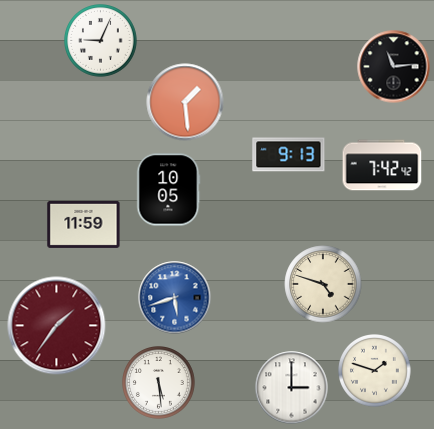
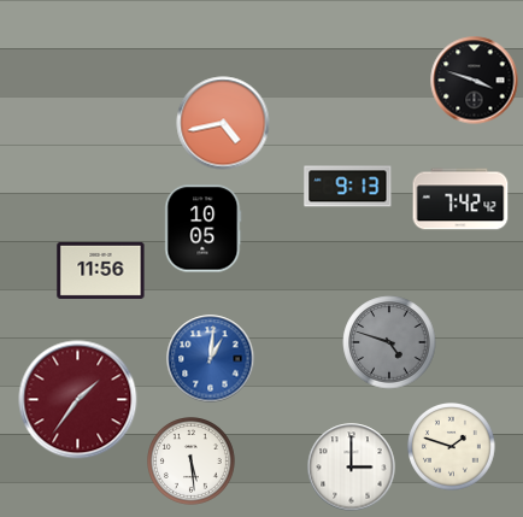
clock at (101, 41): 9:04 -> none
clock at (394, 67): 11:14 -> 3:48
clock at (185, 102): 1:29 -> 4:43
clock at (84, 224): 11:59 -> 11:56
clock at (323, 284) dial: cream -> grey
clock at (175, 298): 5:42 -> 1:01
clock at (57, 326) position: (57, 326) -> (78, 400)
